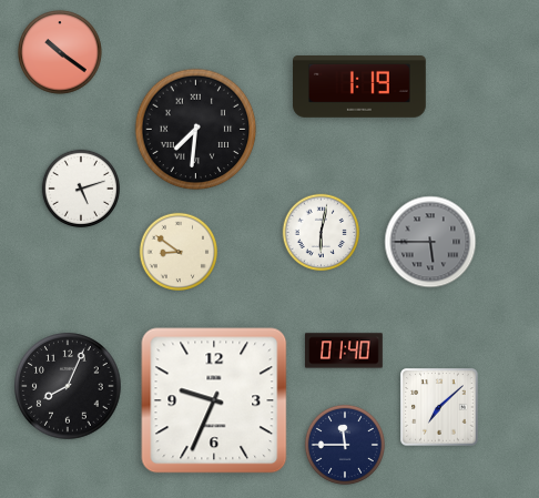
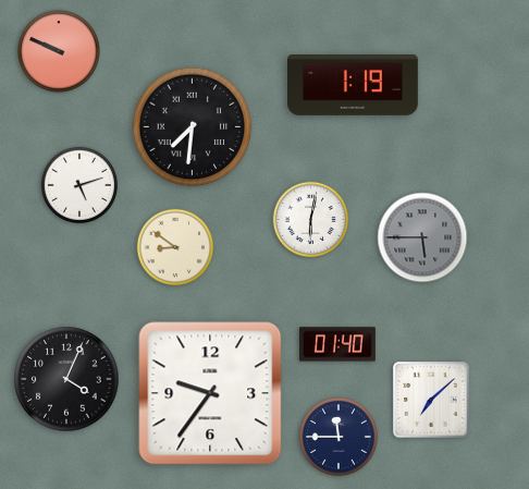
clock at (60, 52): 10:21 -> 9:49
clock at (322, 233) position: (322, 233) -> (311, 220)
clock at (68, 386): 8:04 -> 4:04
clock at (214, 400): 9:34 -> 9:36
